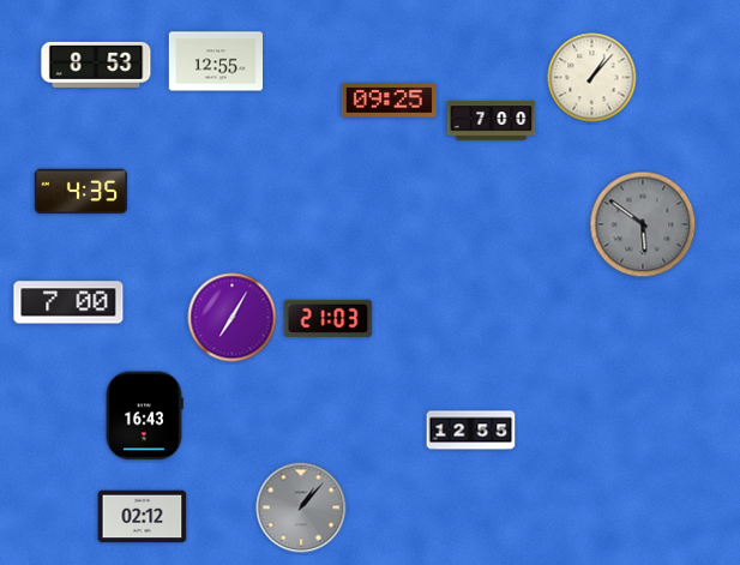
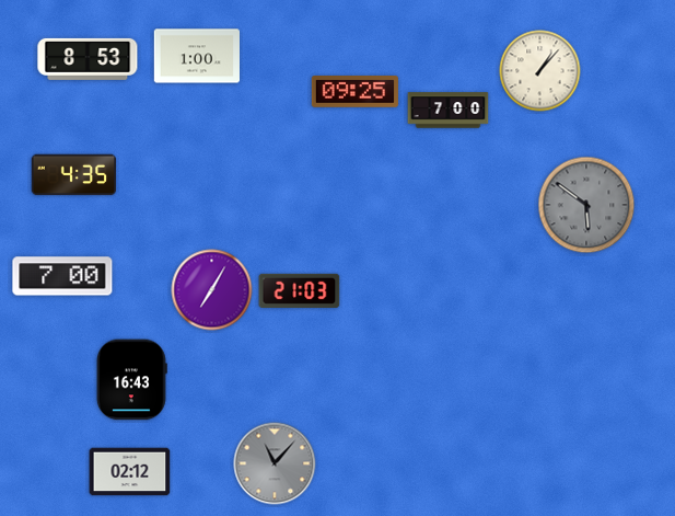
clock at (215, 61): 12:55 -> 1:00
clock at (471, 431): 12:55 -> none
clock at (301, 507): 1:07 -> 11:07
